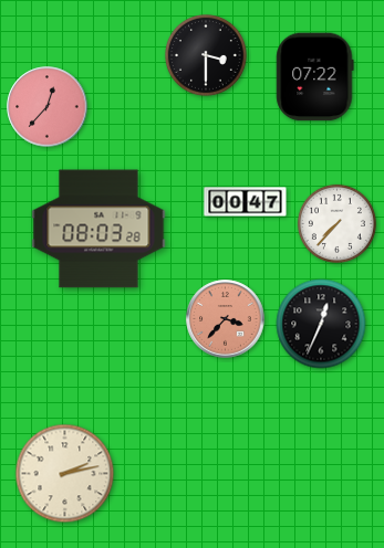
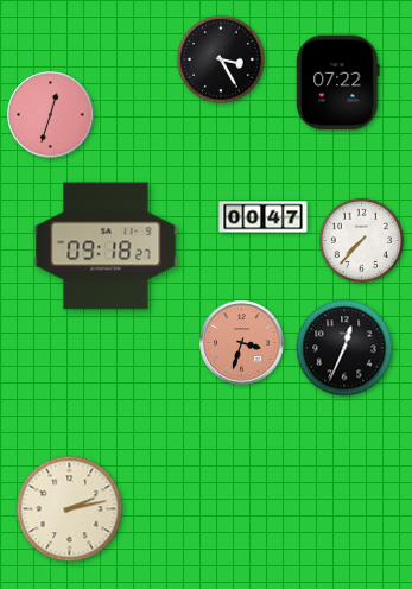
clock at (207, 56): 3:30 -> 3:25
clock at (48, 107): 12:37 -> 12:33
clock at (98, 229): 08:03 -> 09:18
clock at (226, 319): 3:37 -> 3:33
